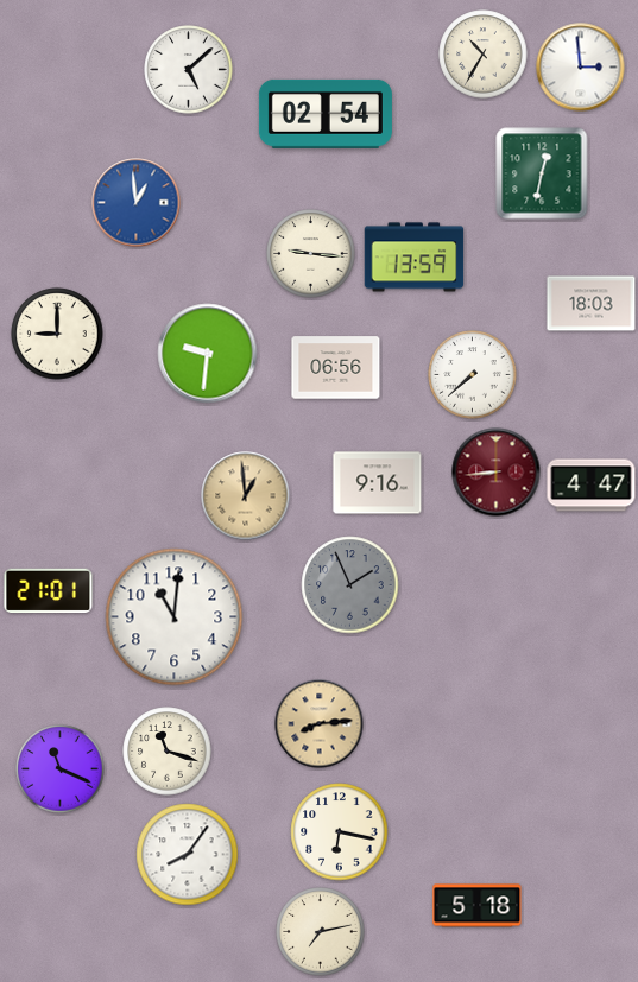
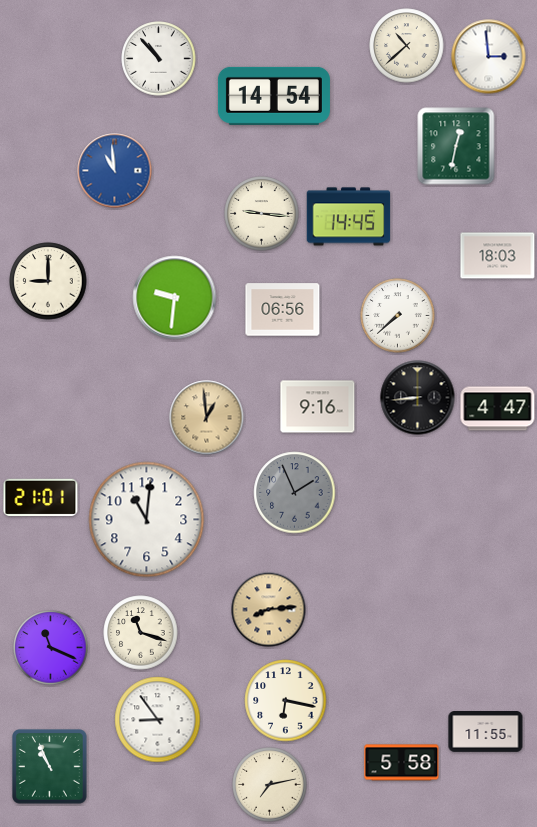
clock at (484, 55): 10:35 -> 10:38
clock at (189, 70): 5:08 -> 10:53
clock at (326, 114): 02:54 -> 14:54
clock at (137, 203): 12:59 -> 10:59
clock at (415, 258): 13:59 -> 14:45
clock at (497, 473) dial: burgundy -> black
clock at (188, 855): 8:06 -> 8:54
clock at (486, 732): none -> 11:55
clock at (478, 906): 5:18 -> 5:58
clock at (50, 767): none -> 10:56
